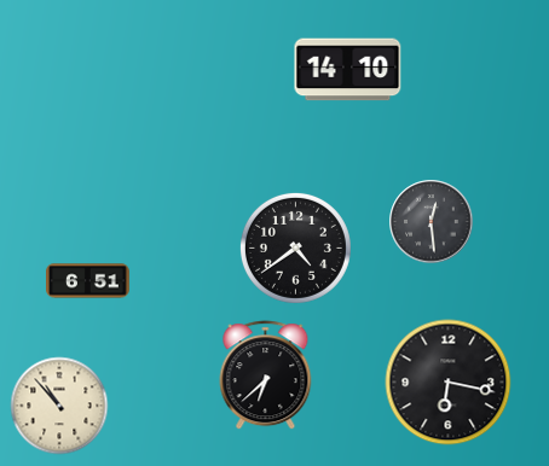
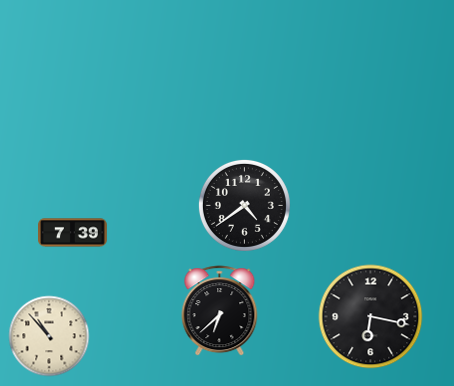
clock at (348, 70): 14:10 -> none
clock at (432, 222): 12:29 -> none
clock at (88, 281): 6:51 -> 7:39
